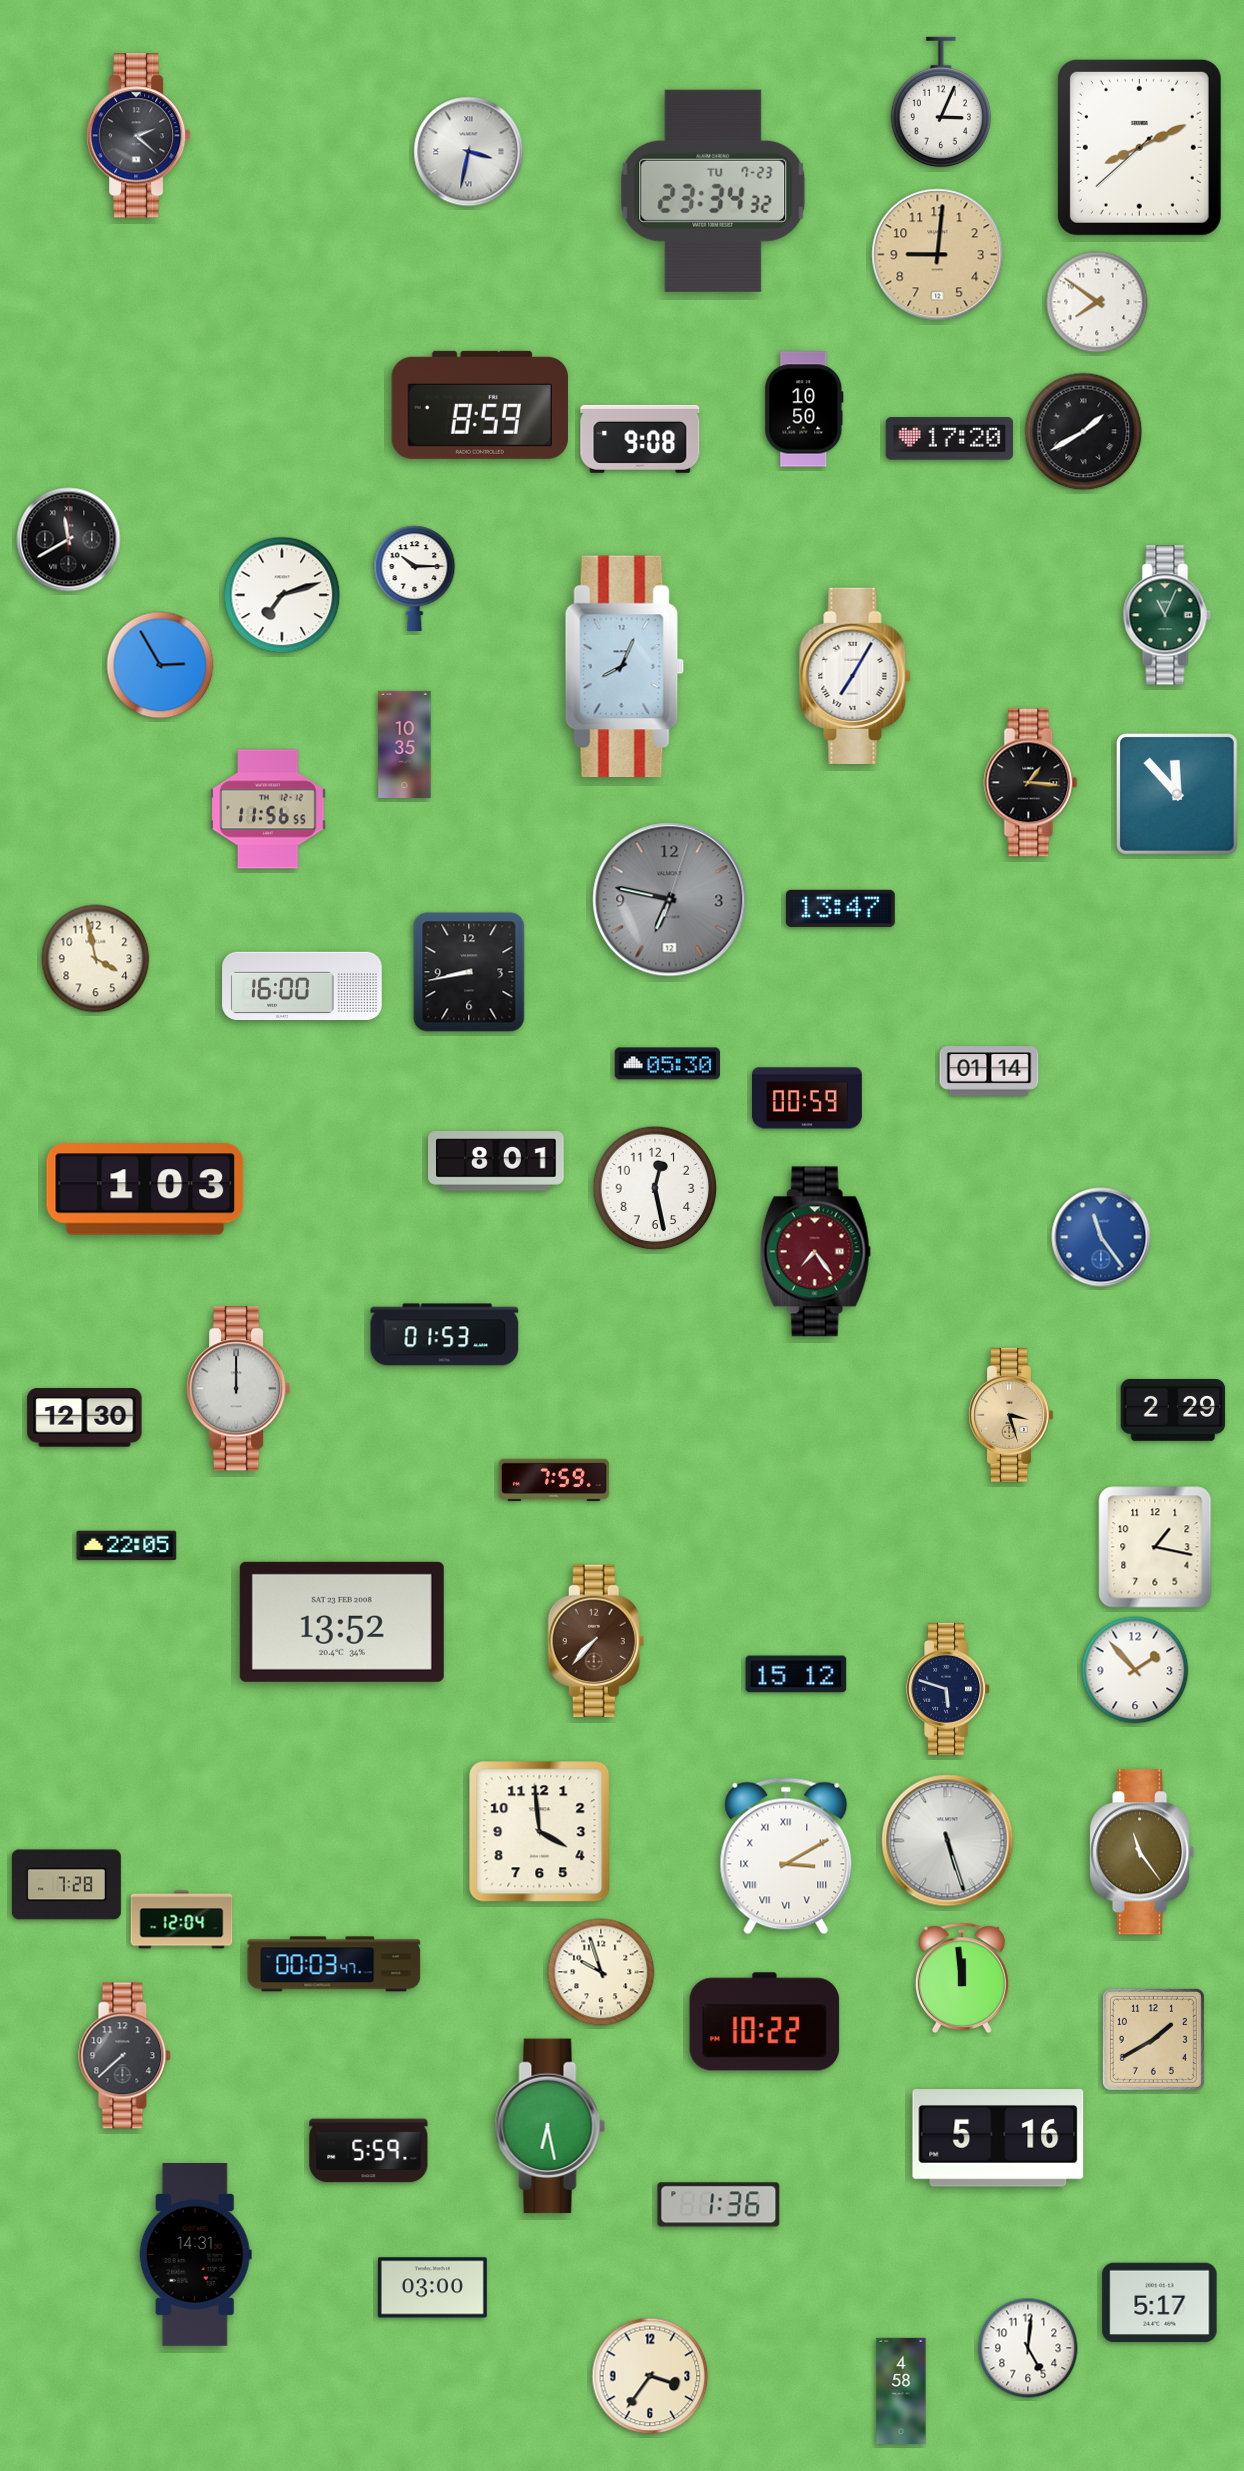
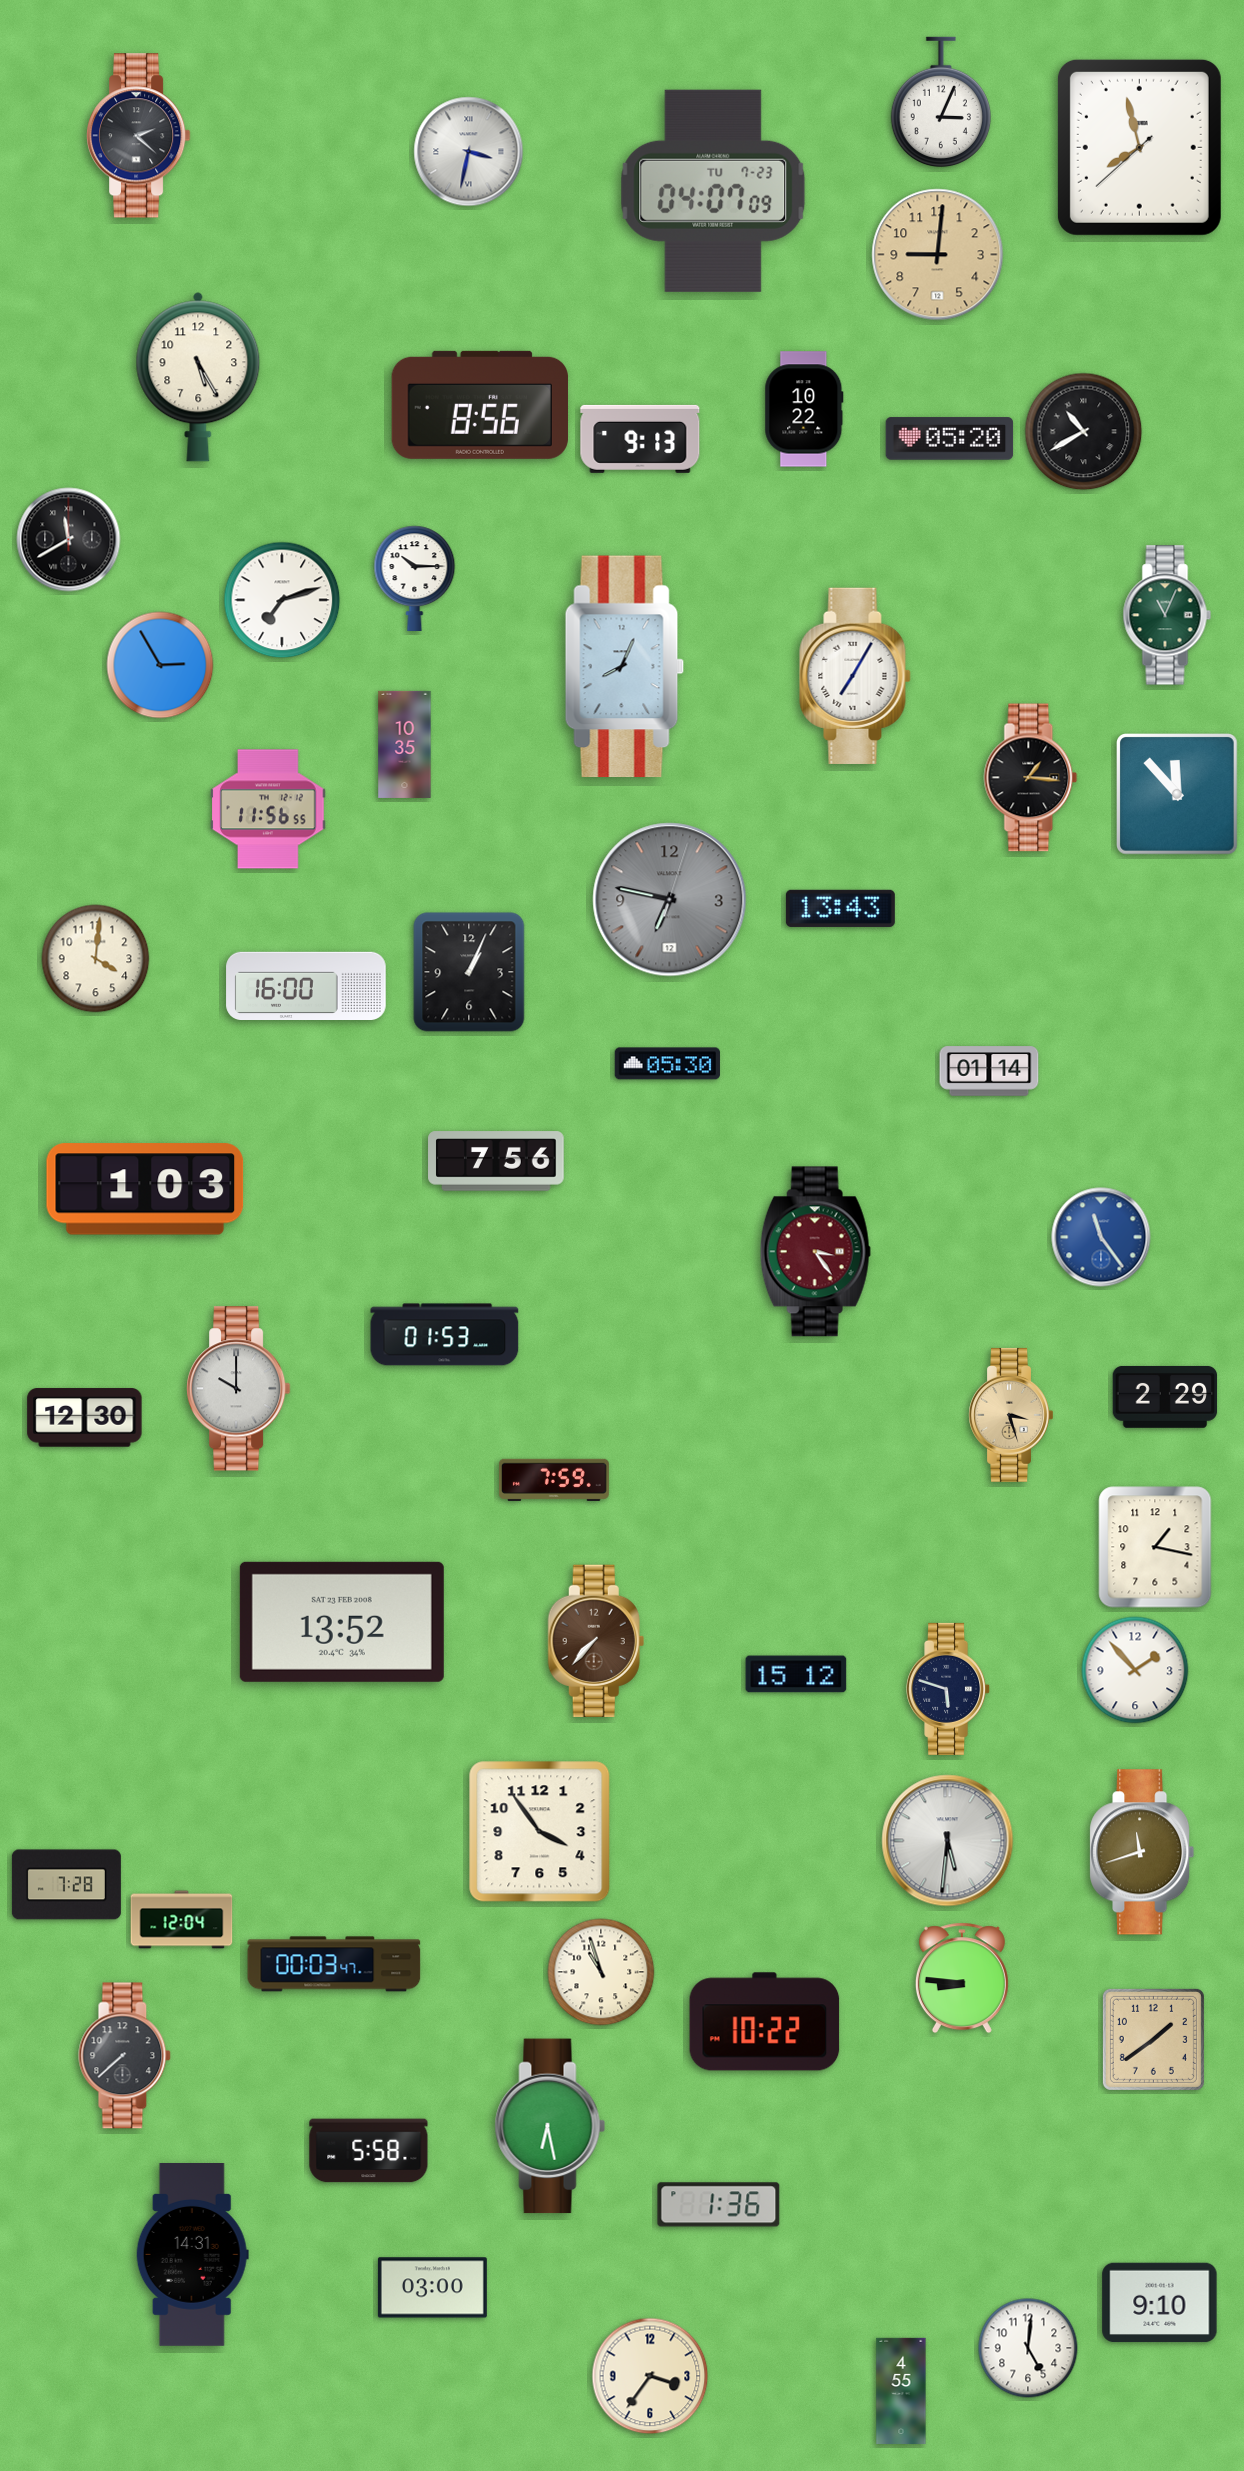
clock at (1139, 147): 8:10 -> 7:57
clock at (713, 191): 23:34 -> 04:07
clock at (1097, 302): 7:51 -> none
clock at (198, 377): none -> 5:25
clock at (480, 405): 8:59 -> 8:56
clock at (804, 409): 10:50 -> 10:22
clock at (1084, 432): 1:40 -> 10:40
clock at (640, 439): 9:08 -> 9:13
clock at (950, 439): 17:20 -> 05:20
clock at (282, 595) position: (282, 595) -> (282, 600)
clock at (1031, 783) position: (1031, 783) -> (1031, 778)
clock at (840, 908): 13:47 -> 13:43
clock at (96, 959): 3:58 -> 4:01
clock at (469, 972): 8:43 -> 1:04
clock at (302, 985) position: (302, 985) -> (306, 985)
clock at (807, 1098): 00:59 -> none
clock at (496, 1161): 8:01 -> 7:56
clock at (655, 1188): 12:28 -> none
clock at (815, 1252): 7:24 -> 3:24
clock at (239, 1389): 12:00 -> 10:00
clock at (1173, 1410) position: (1173, 1410) -> (1165, 1397)
clock at (127, 1546): 22:05 -> none
clock at (540, 1832): 3:59 -> 3:54
clock at (948, 1841): 5:27 -> 5:31
clock at (1143, 1852): 11:24 -> 11:42
clock at (786, 1856): 3:10 -> none
clock at (601, 1972): 9:57 -> 10:57
clock at (962, 1978): 11:59 -> 8:46
clock at (1153, 2039): 1:40 -> 1:39
clock at (998, 2138): 5:16 -> none
clock at (369, 2151): 5:59 -> 5:58
clock at (195, 2255) position: (195, 2255) -> (192, 2255)
clock at (1160, 2303): 5:17 -> 9:10
clock at (901, 2390): 4:58 -> 4:55
